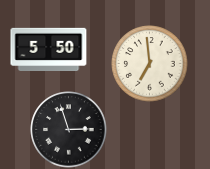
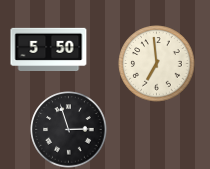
clock at (150, 64) position: (150, 64) -> (157, 64)
